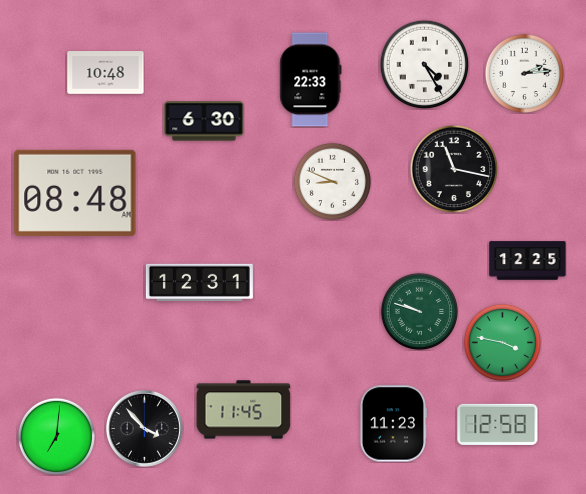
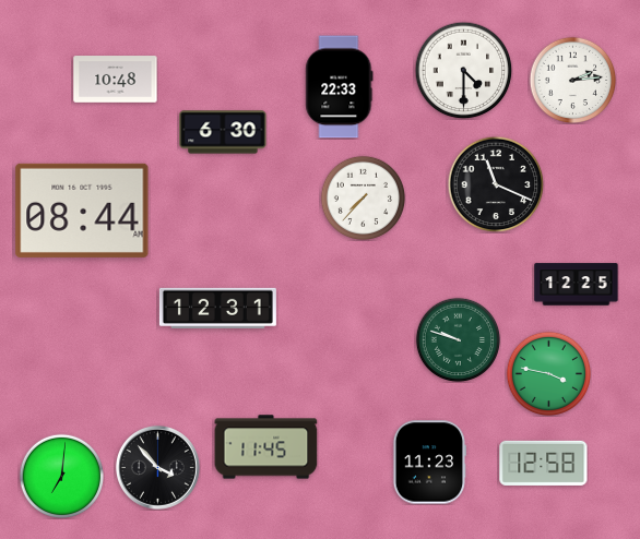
clock at (424, 64): 4:25 -> 4:30
clock at (454, 169): 11:17 -> 11:19
clock at (332, 181): 8:49 -> 7:37
clock at (75, 193): 08:48 -> 08:44
